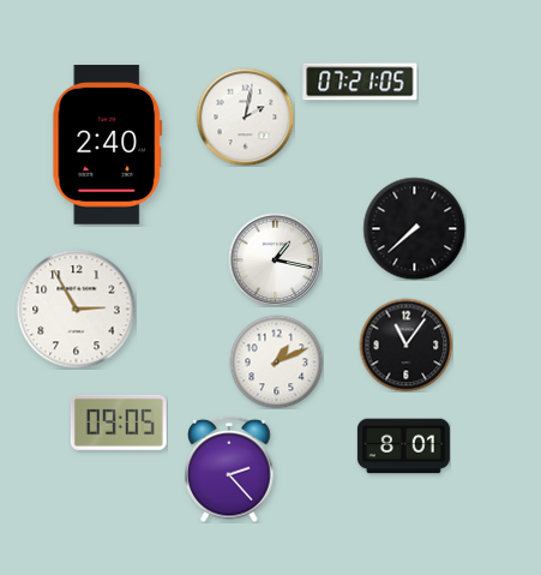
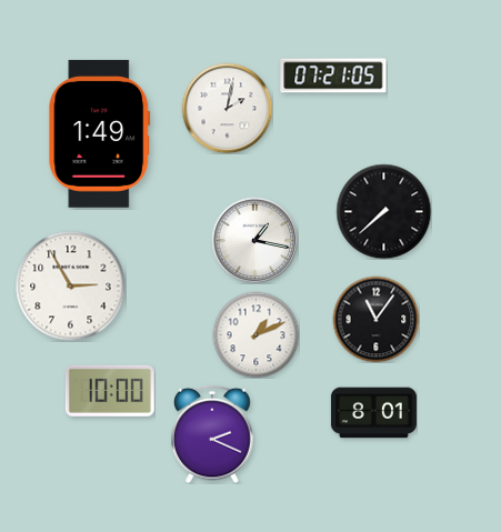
clock at (108, 144): 2:40 -> 1:49
clock at (119, 423): 09:05 -> 10:00
clock at (229, 469): 2:23 -> 2:19
